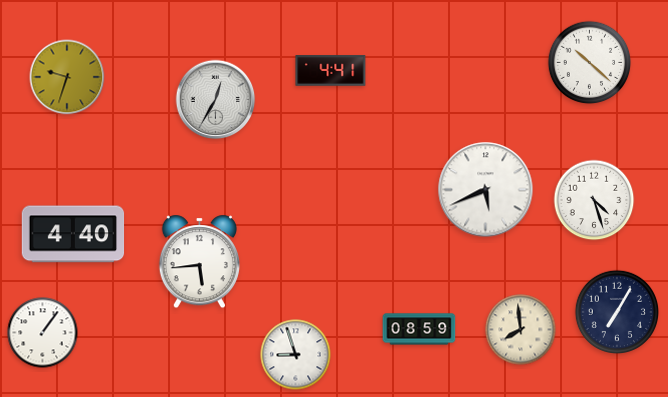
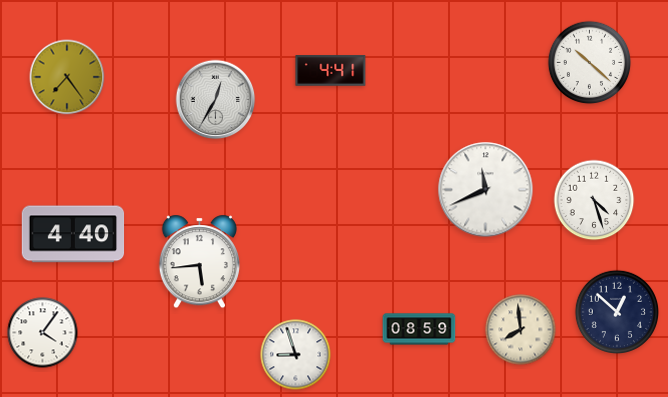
clock at (67, 77): 9:33 -> 7:24
clock at (486, 190): 5:41 -> 11:41
clock at (616, 311): 7:05 -> 12:52
clock at (43, 333): 1:06 -> 4:06
